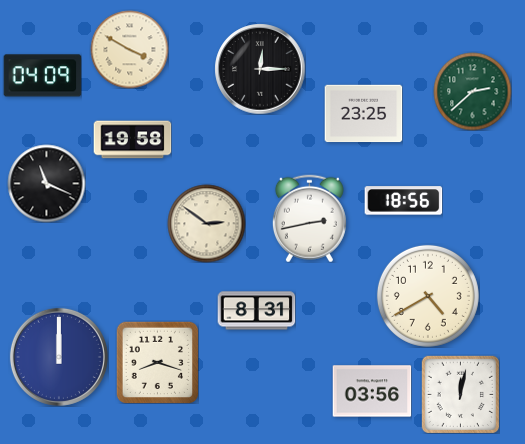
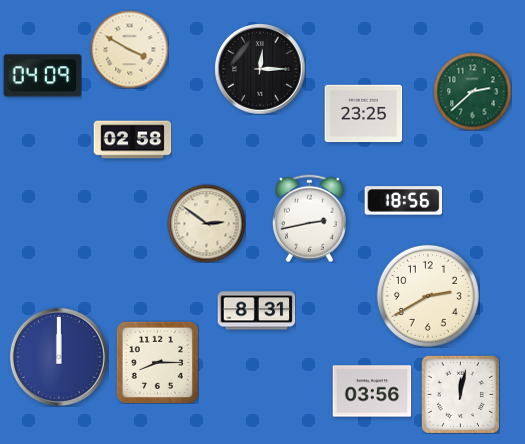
clock at (132, 140): 19:58 -> 02:58
clock at (46, 183): 11:19 -> none
clock at (428, 296): 4:40 -> 2:40
clock at (157, 362): 8:18 -> 8:15
